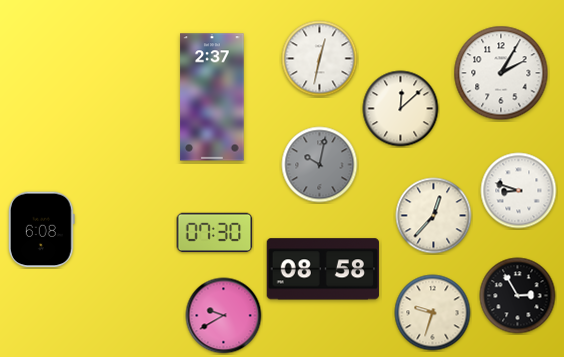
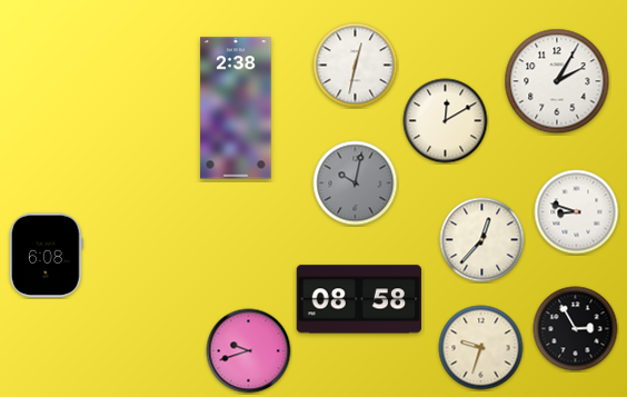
clock at (212, 97): 2:37 -> 2:38
clock at (401, 109): 12:08 -> 12:10
clock at (215, 233): 07:30 -> none
clock at (224, 316): 9:40 -> 9:42
